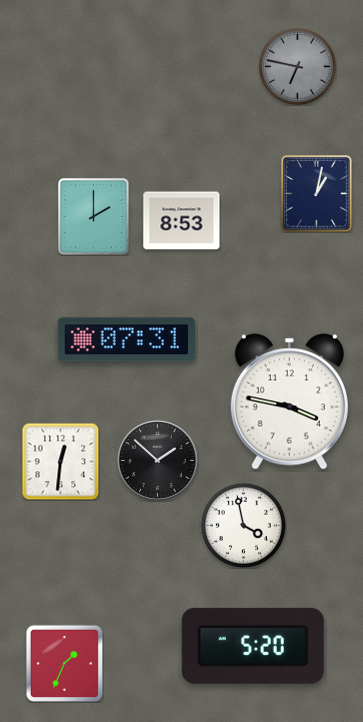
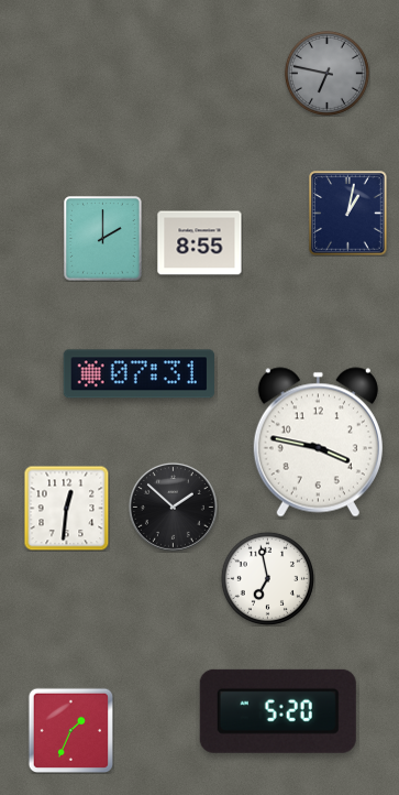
clock at (182, 221): 8:53 -> 8:55
clock at (243, 525): 3:58 -> 6:58
